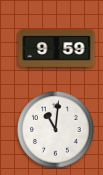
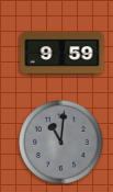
clock at (56, 130) dial: white -> grey
